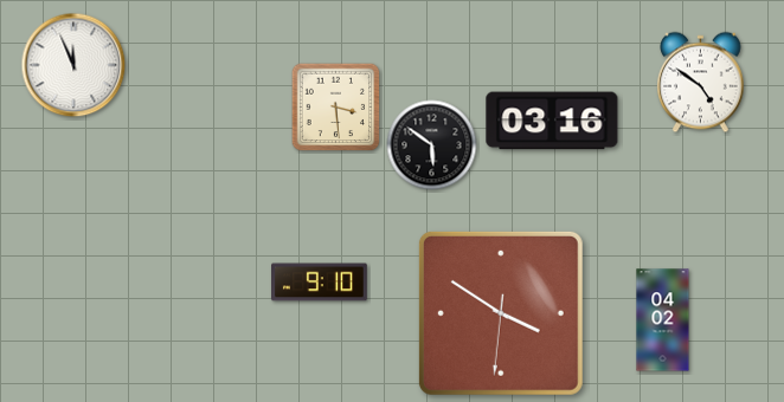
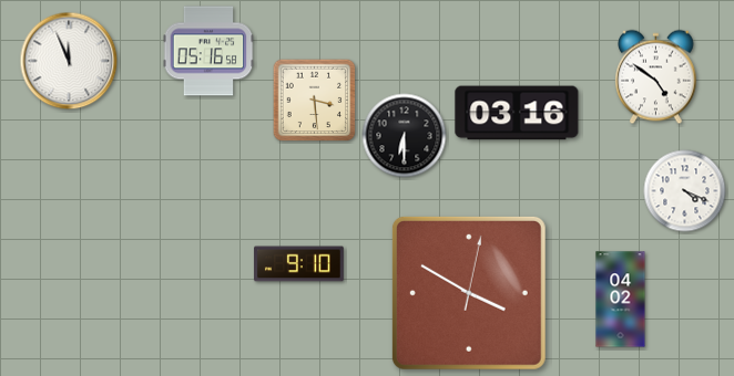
clock at (208, 51): none -> 05:16
clock at (432, 145): 5:51 -> 6:30
clock at (685, 191): none -> 4:19
clock at (501, 313): 3:50:31 -> 3:50:02
